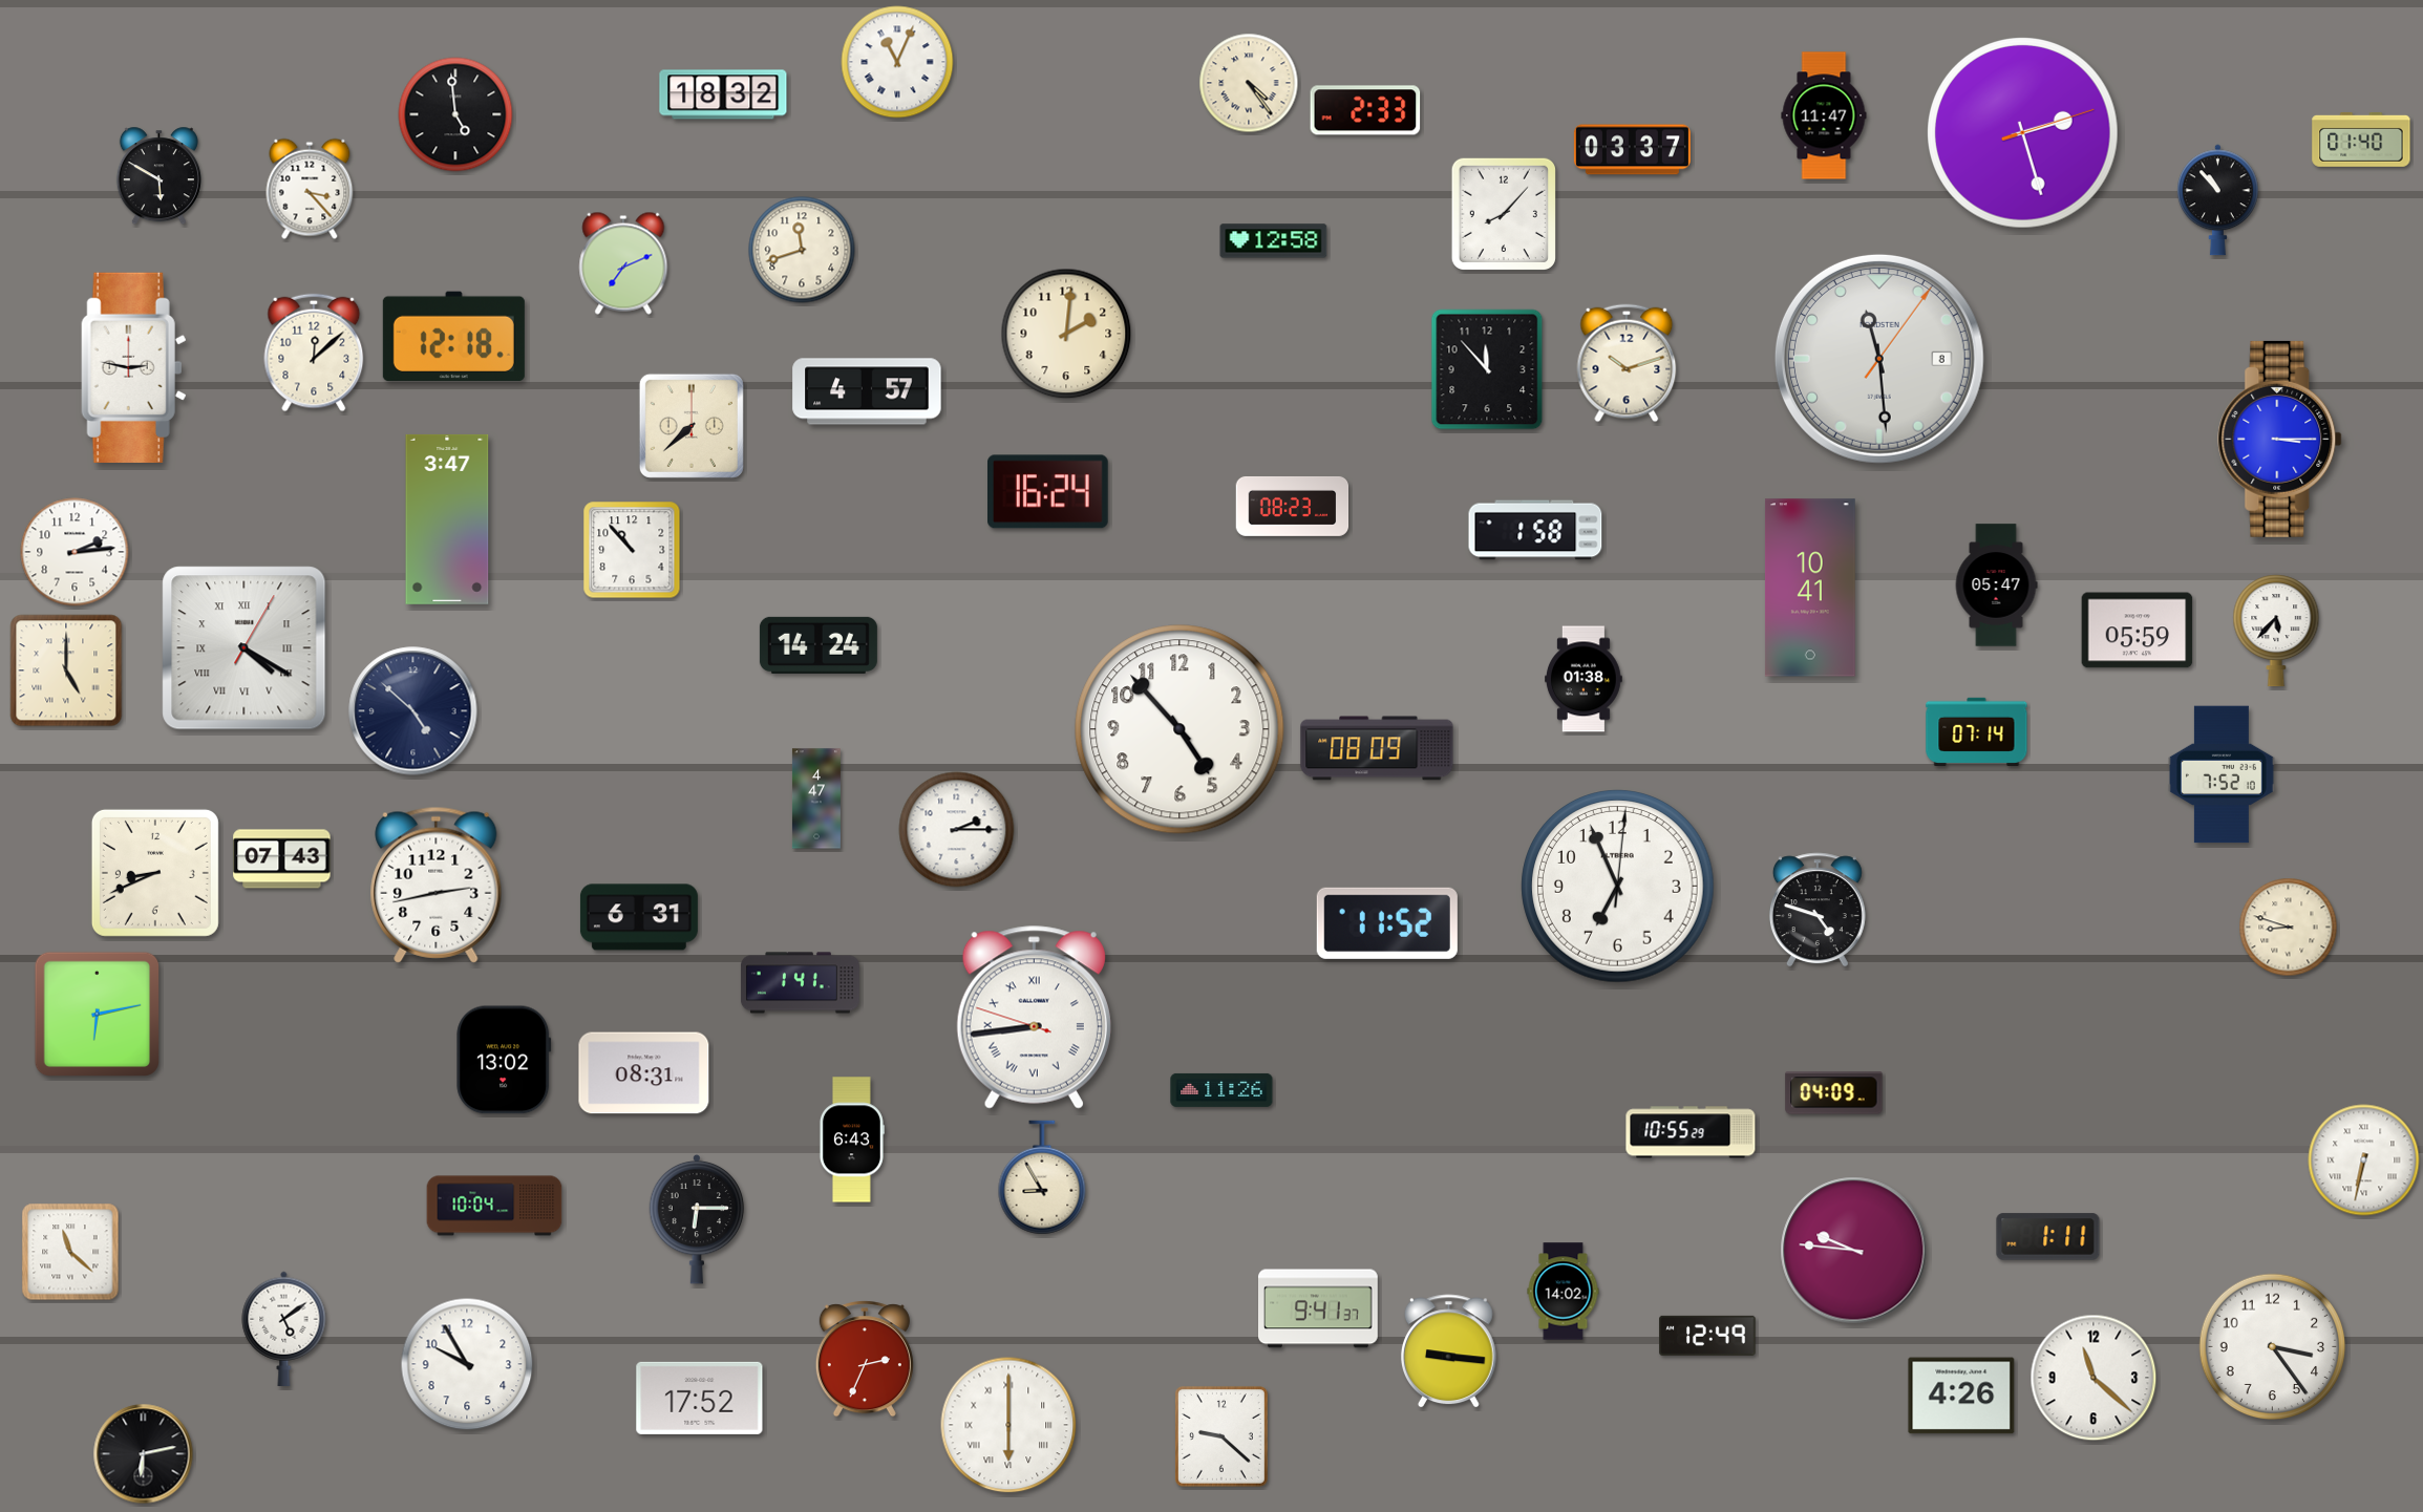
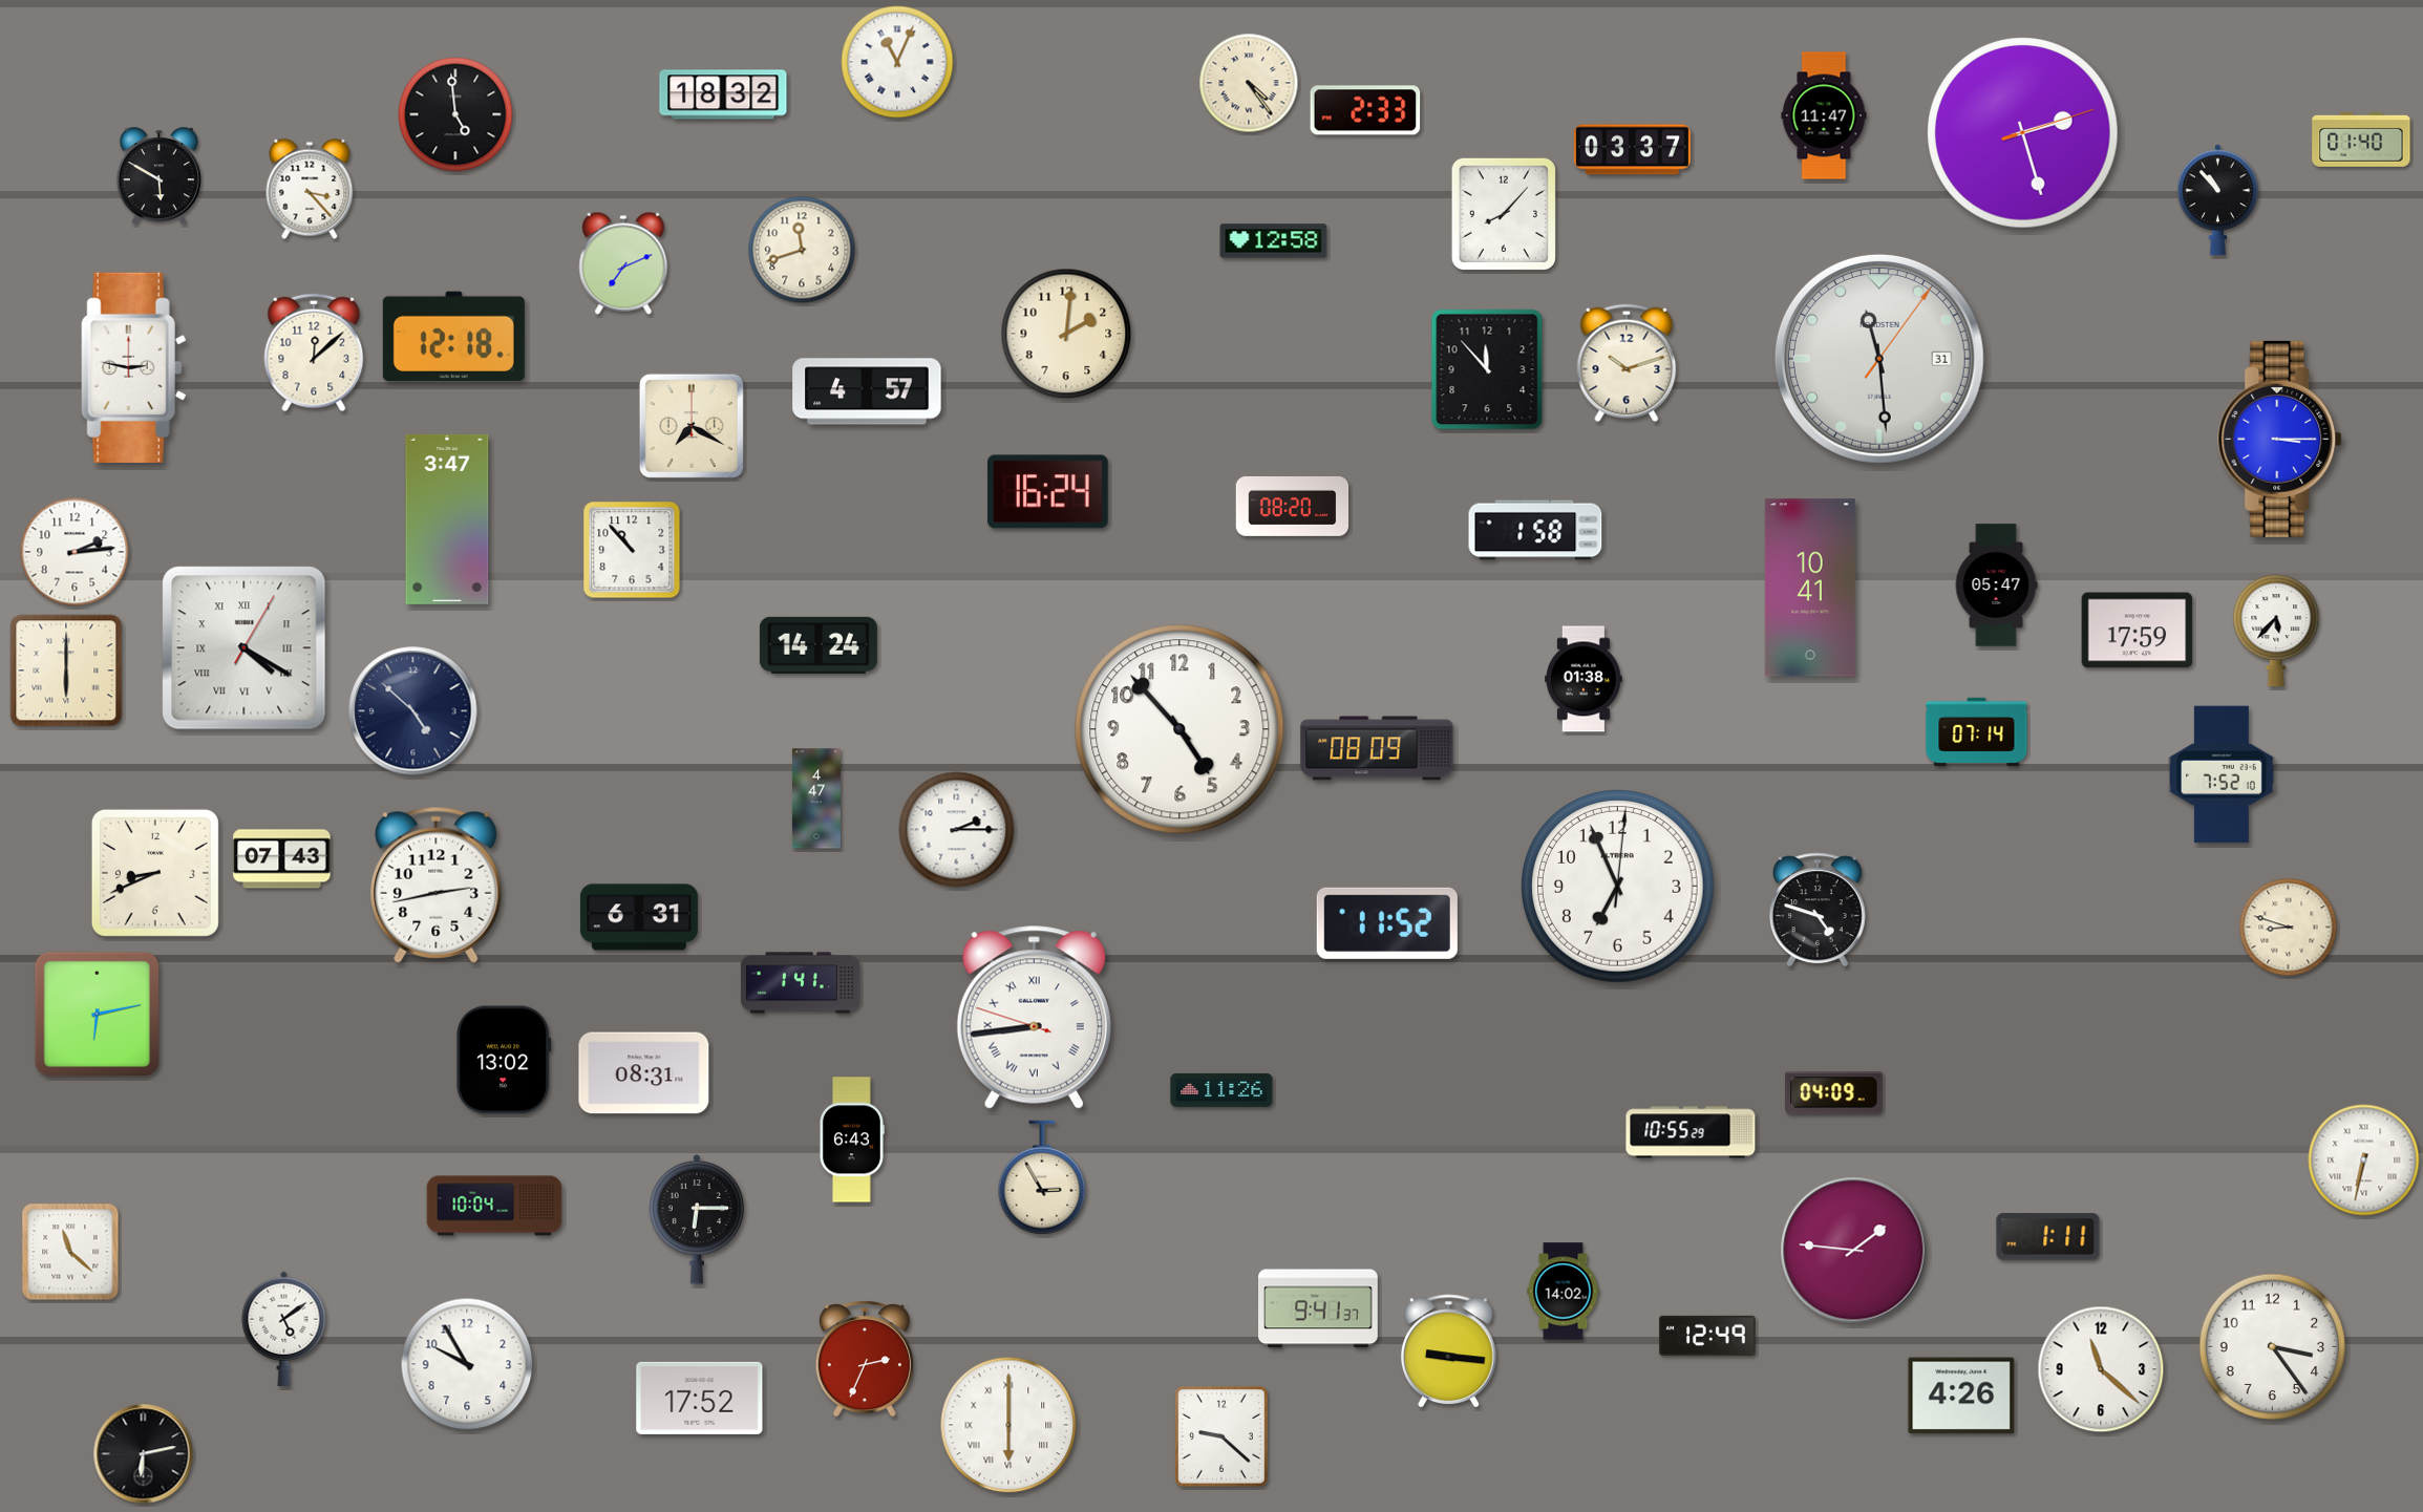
clock at (1879, 359) date: 8 -> 31
clock at (692, 426): 7:38 -> 7:20
clock at (1293, 506): 08:23 -> 08:20
clock at (2138, 631): 05:59 -> 17:59
clock at (66, 670): 5:00 -> 6:00
clock at (1042, 1177): 8:55 -> 2:55
clock at (1854, 1251): 9:46 -> 1:46
clock at (2093, 1378) position: (2093, 1378) -> (2101, 1369)
